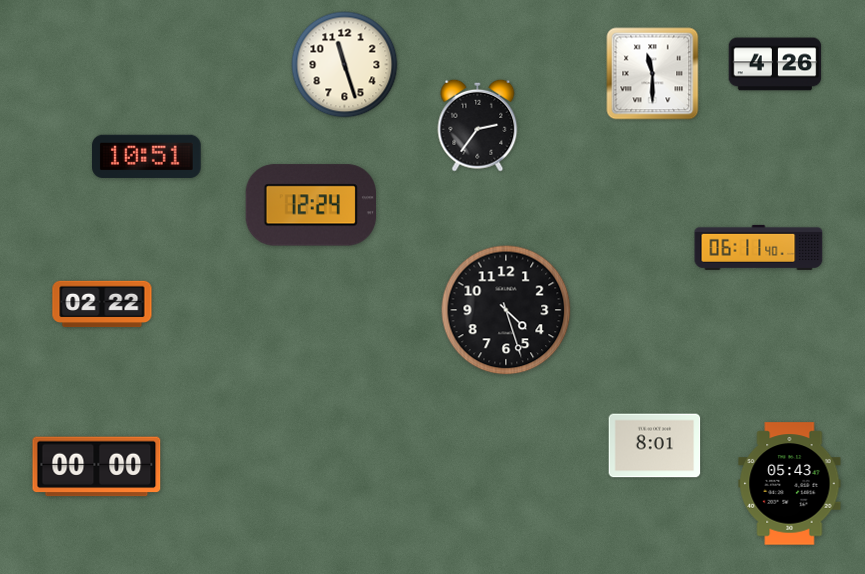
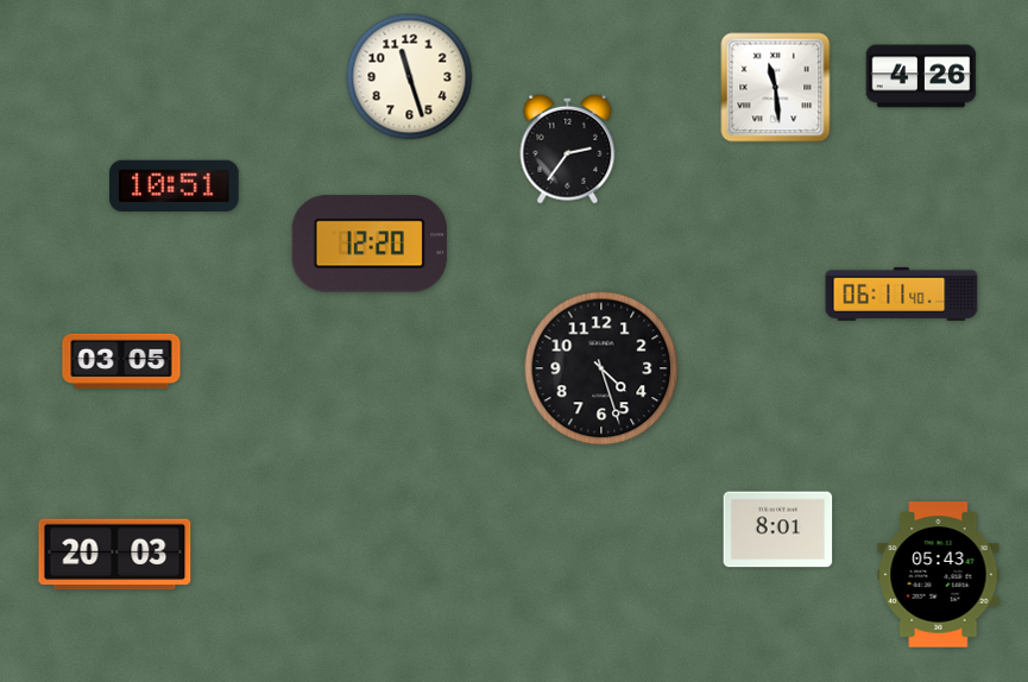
clock at (653, 74): 11:30 -> 11:29
clock at (310, 205): 12:24 -> 12:20
clock at (102, 304): 02:22 -> 03:05
clock at (97, 467): 00:00 -> 20:03
